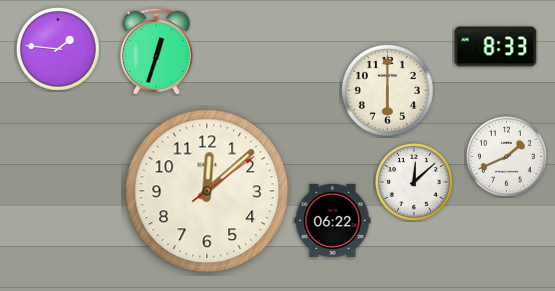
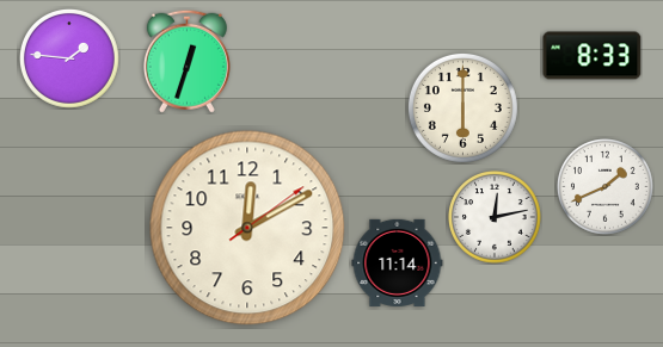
clock at (415, 183): 12:08 -> 12:13
clock at (207, 191): 12:08 -> 12:10
clock at (333, 220): 06:22 -> 11:14
